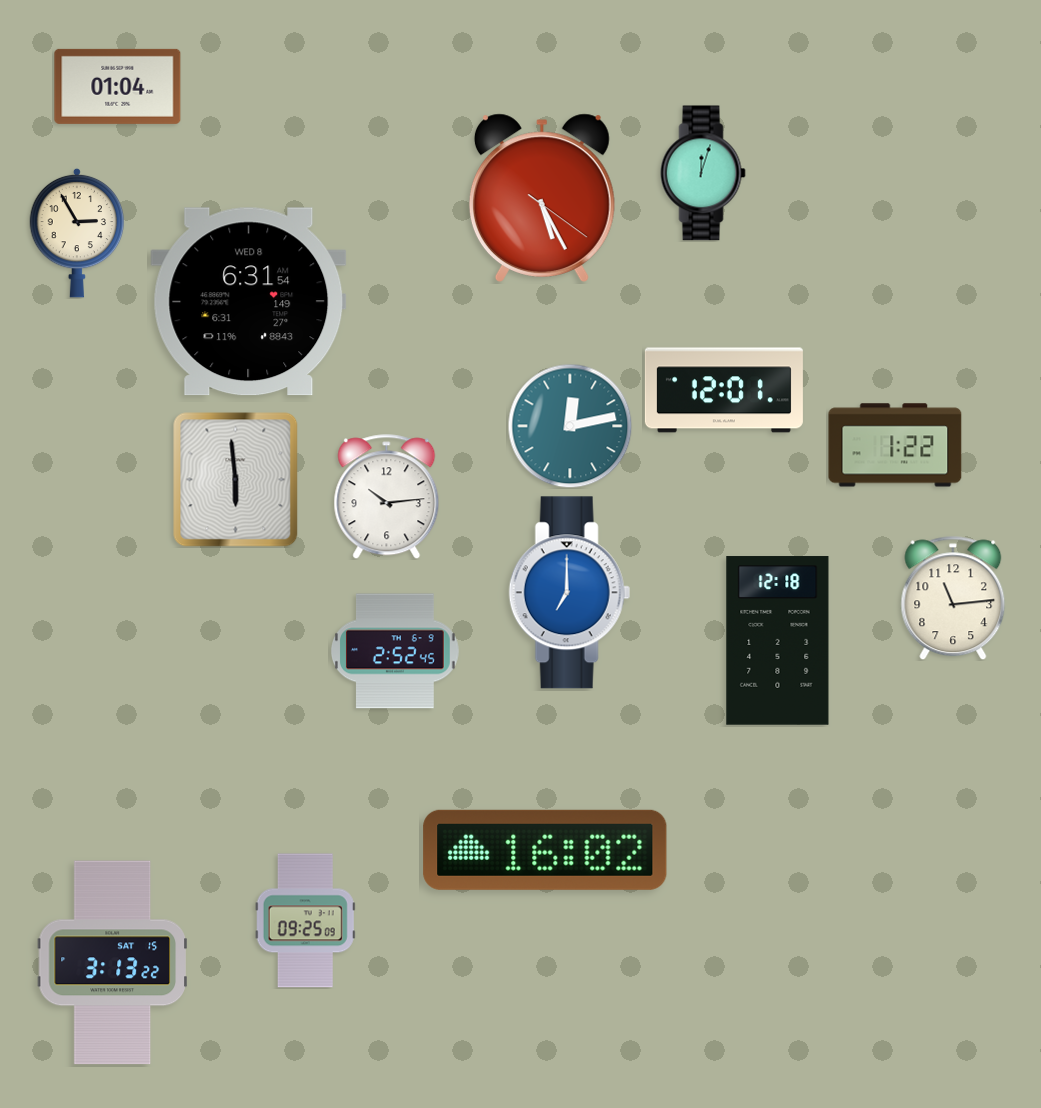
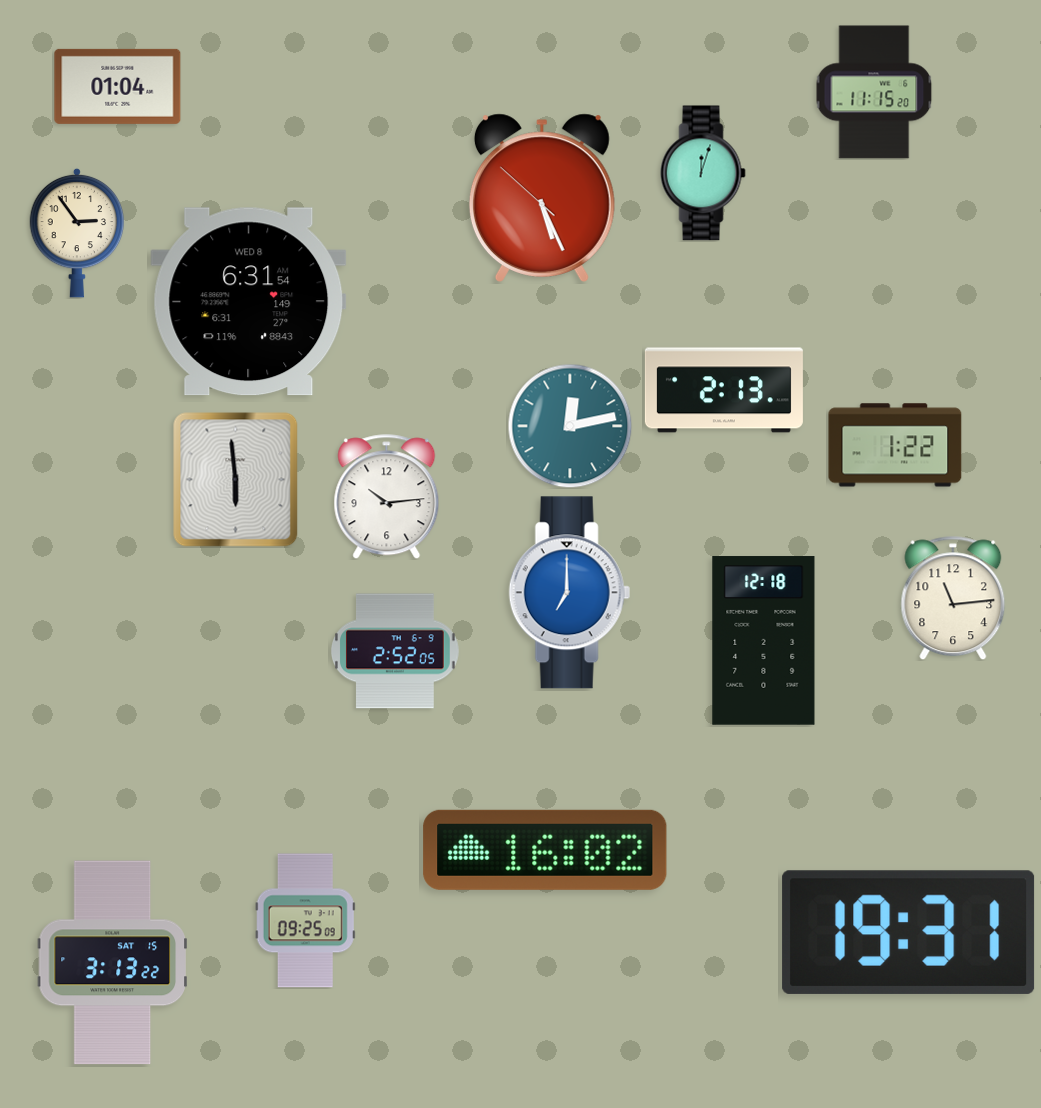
clock at (874, 92): none -> 11:15
clock at (542, 198): 5:25:21 -> 5:25:52
clock at (77, 233): 2:55 -> 2:54
clock at (724, 390): 12:01 -> 2:13
clock at (778, 641) position: (778, 641) -> (764, 641)
clock at (396, 651): 2:52:45 -> 2:52:05
clock at (909, 932): none -> 19:31
